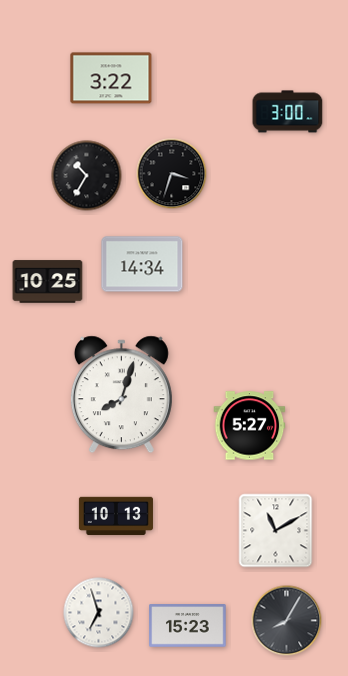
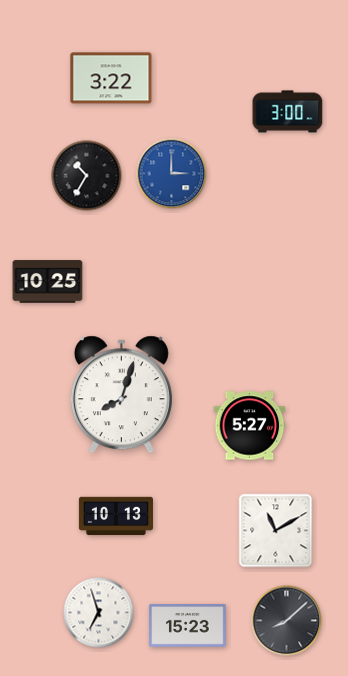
clock at (172, 174): 3:33 -> 3:00
clock at (172, 174) dial: black -> blue
clock at (142, 264): 14:34 -> none
clock at (287, 621): 8:05 -> 8:08
